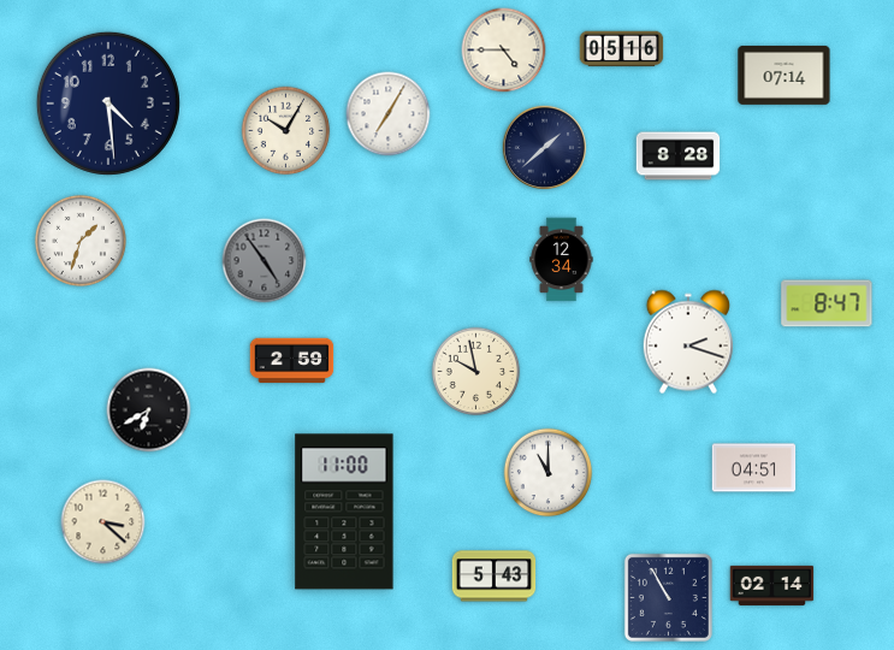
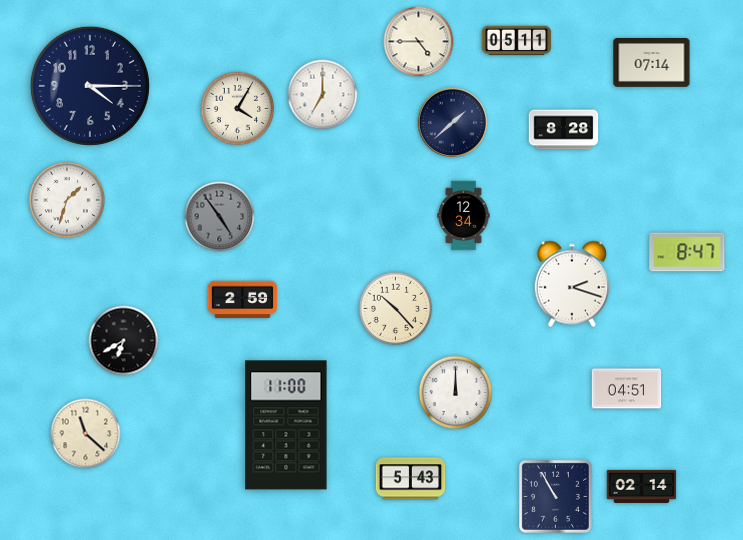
clock at (622, 49): 05:16 -> 05:11
clock at (108, 104): 4:29 -> 4:15
clock at (389, 114): 7:05 -> 7:00
clock at (286, 131): 10:05 -> 4:05
clock at (562, 260) position: (562, 260) -> (464, 216)
clock at (476, 372): 9:58 -> 10:23
clock at (549, 473): 11:00 -> 12:00
clock at (103, 522): 3:22 -> 11:22
